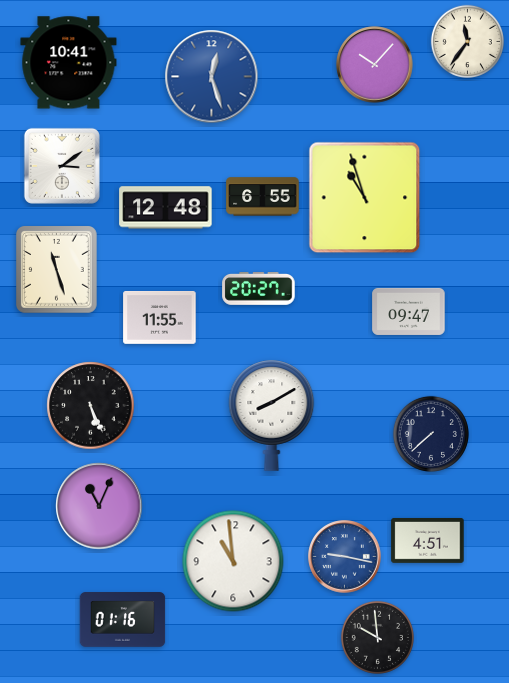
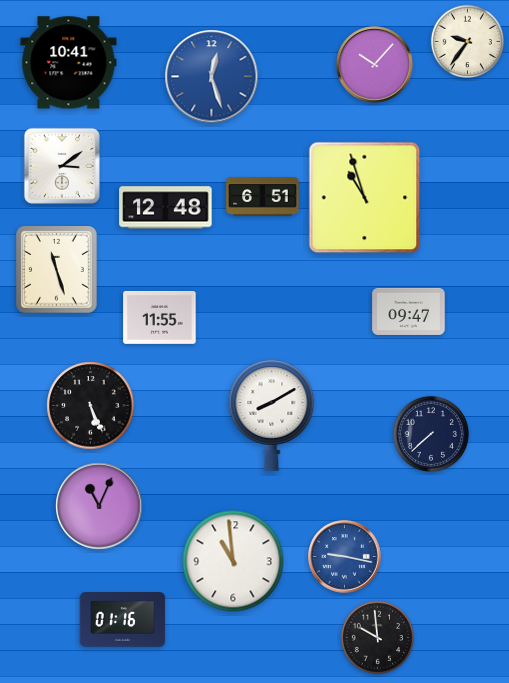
clock at (467, 41): 11:36 -> 9:36
clock at (263, 197): 6:55 -> 6:51
clock at (259, 289): 20:27 -> none
clock at (428, 541): 4:51 -> none
